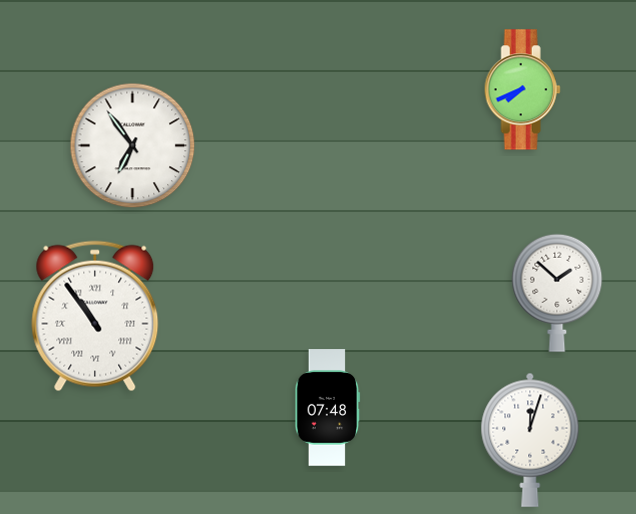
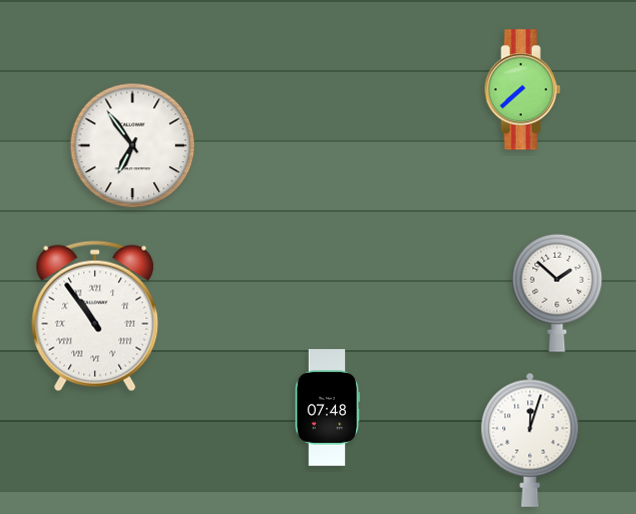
clock at (522, 90): 7:41 -> 7:38
